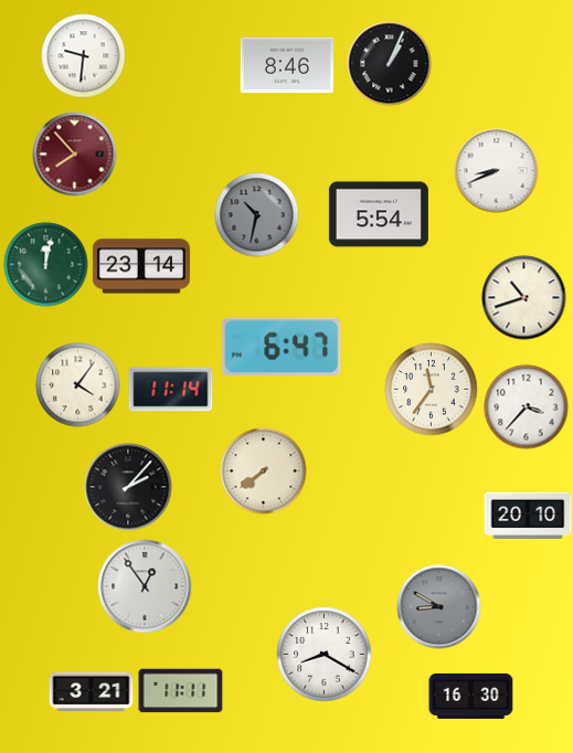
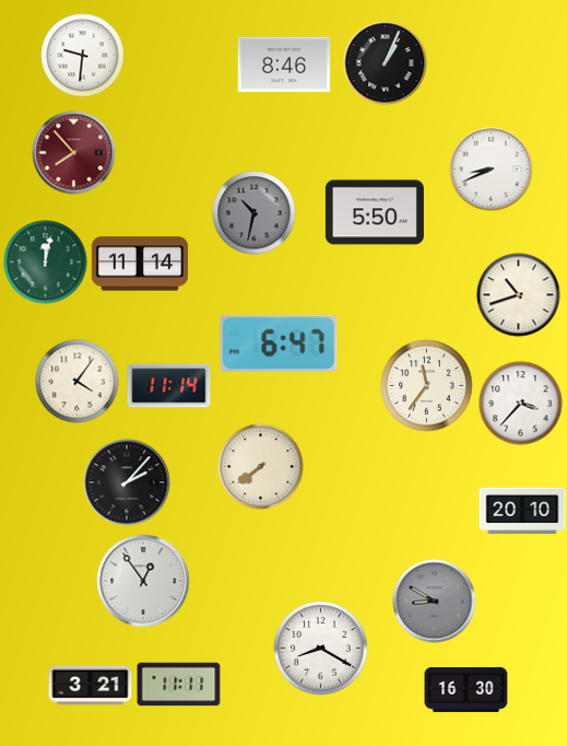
clock at (379, 214): 5:54 -> 5:50
clock at (141, 266): 23:14 -> 11:14
